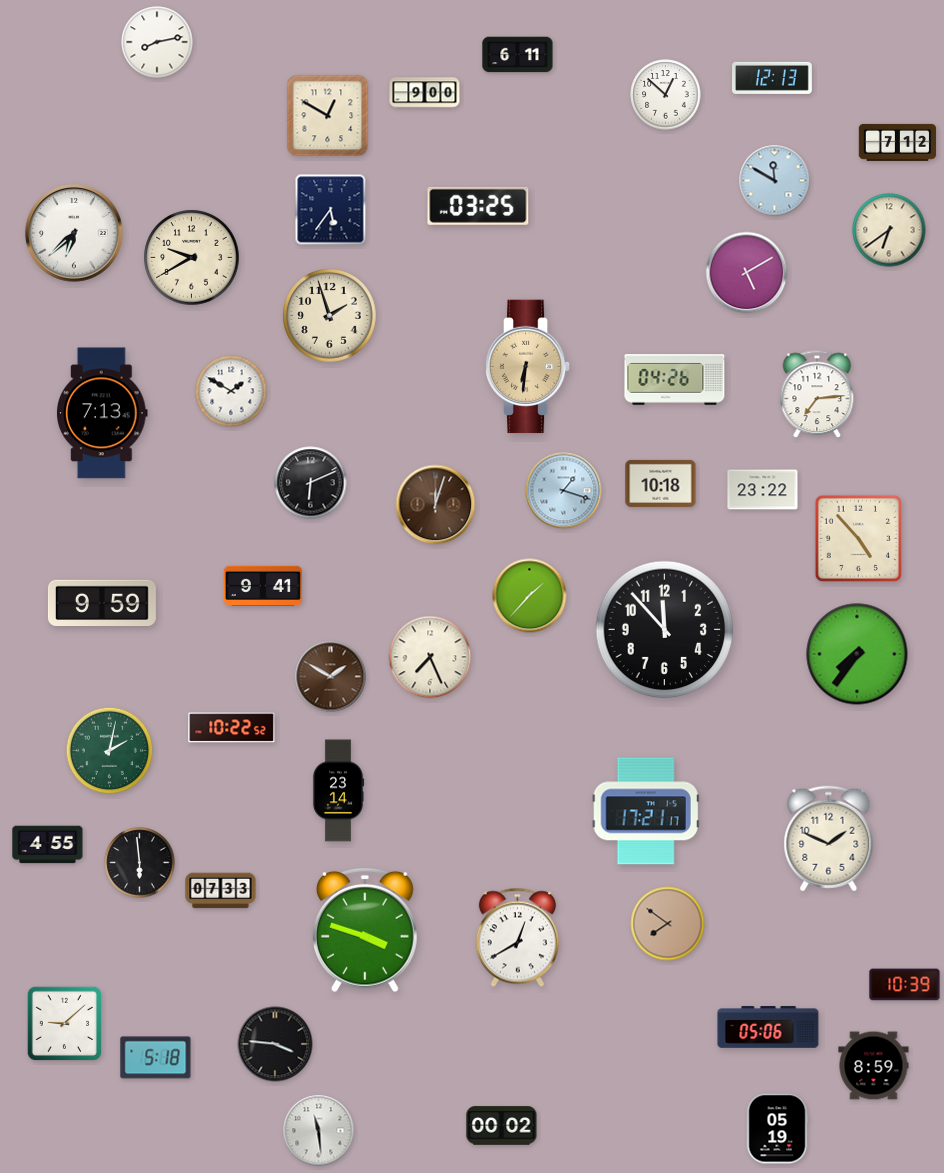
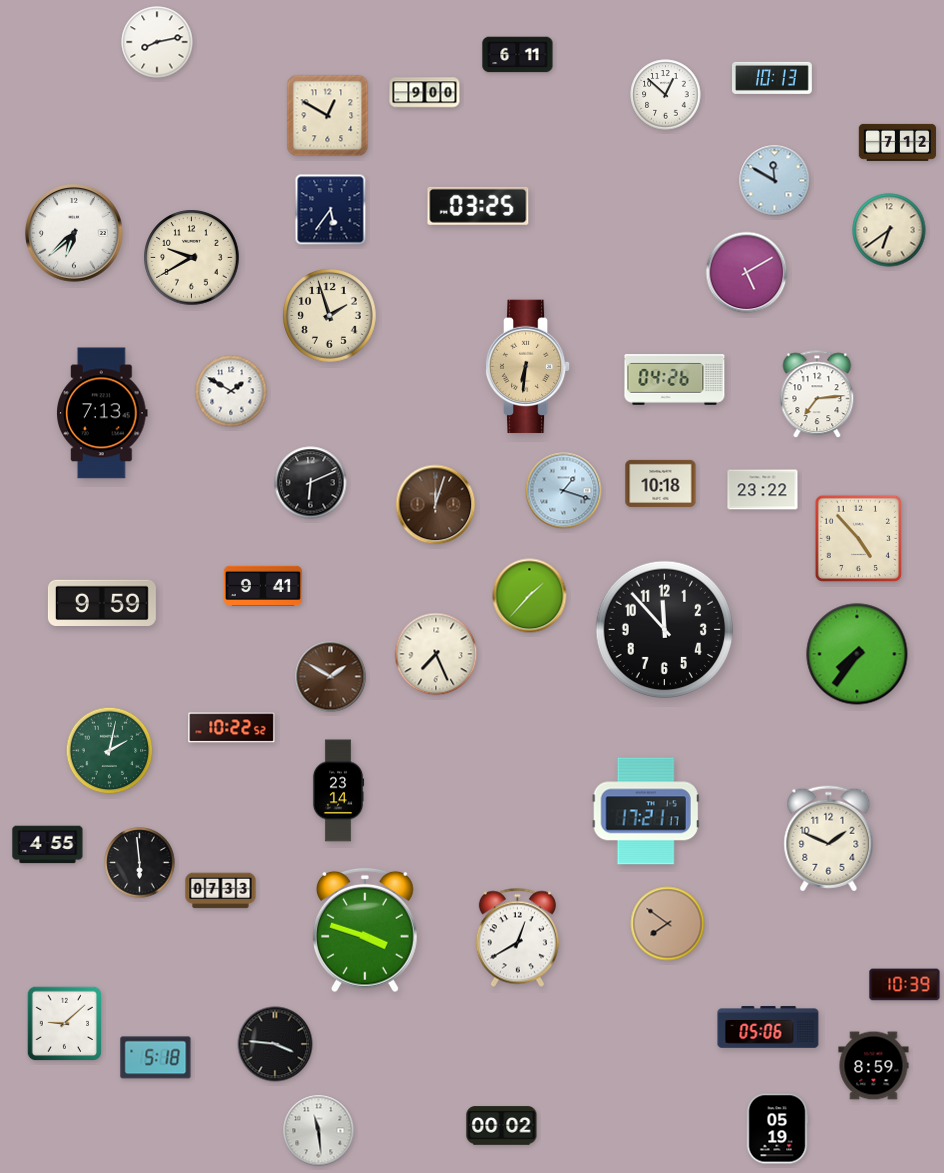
clock at (773, 78): 12:13 -> 10:13
clock at (430, 657) position: (430, 657) -> (436, 654)
